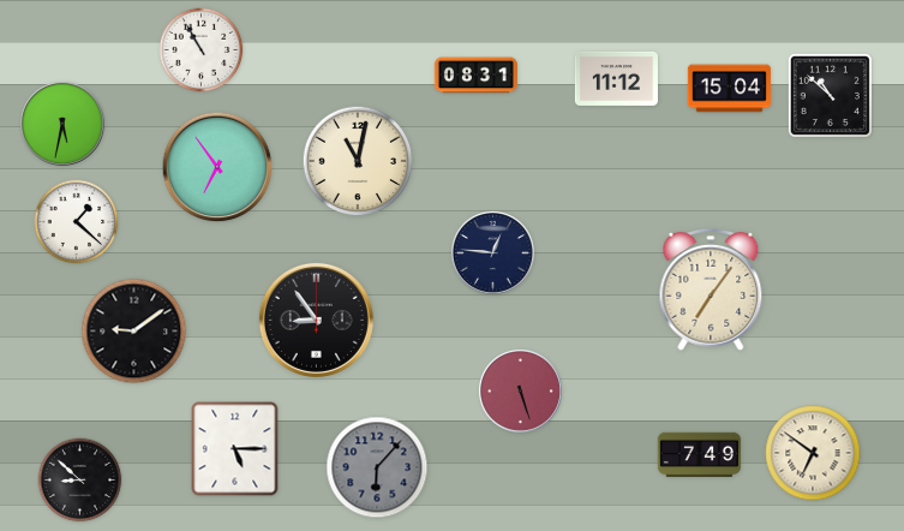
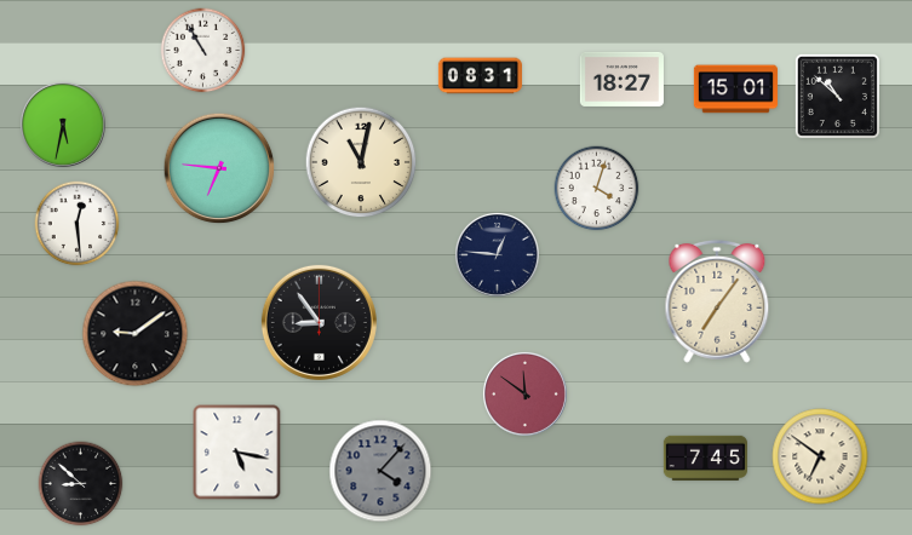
clock at (616, 78): 11:12 -> 18:27
clock at (729, 89): 15:04 -> 15:01
clock at (217, 167): 6:54 -> 6:46
clock at (597, 189): none -> 4:03
clock at (77, 222): 1:22 -> 12:29
clock at (711, 290) position: (711, 290) -> (717, 301)
clock at (520, 390): 5:27 -> 11:51
clock at (235, 449): 5:15 -> 5:17
clock at (699, 454): 7:49 -> 7:45
clock at (377, 467): 6:07 -> 4:07
